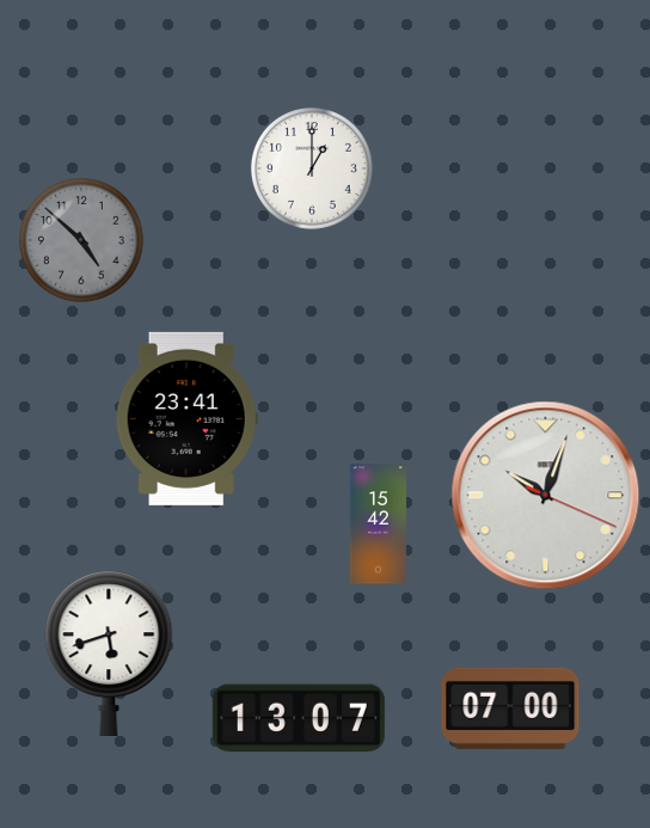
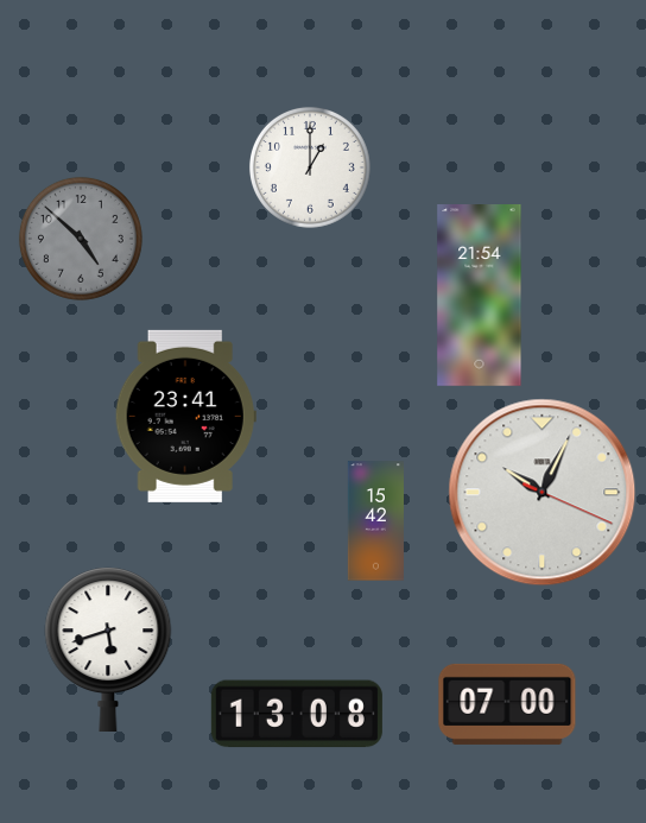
clock at (480, 296): none -> 21:54
clock at (546, 496): 10:03 -> 10:04
clock at (299, 718): 13:07 -> 13:08
